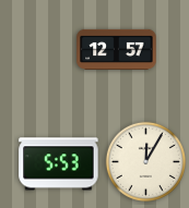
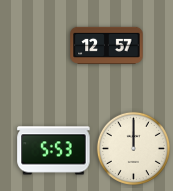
clock at (145, 161): 12:05 -> 12:00
